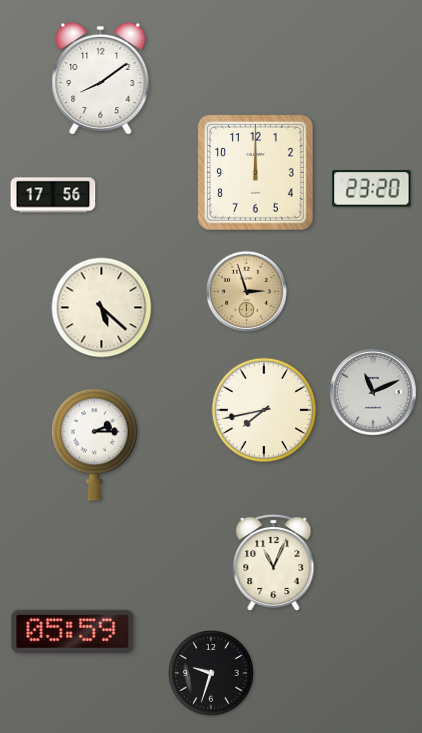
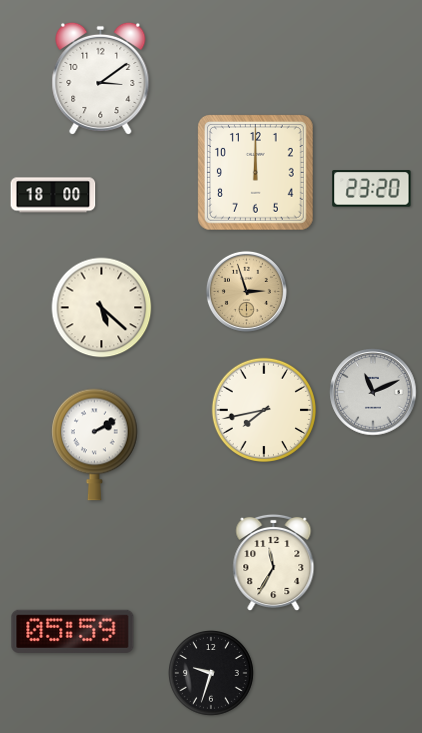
clock at (101, 78): 8:09 -> 3:09
clock at (53, 195): 17:56 -> 18:00
clock at (95, 444): 2:15 -> 2:10
clock at (274, 563): 11:04 -> 11:35
